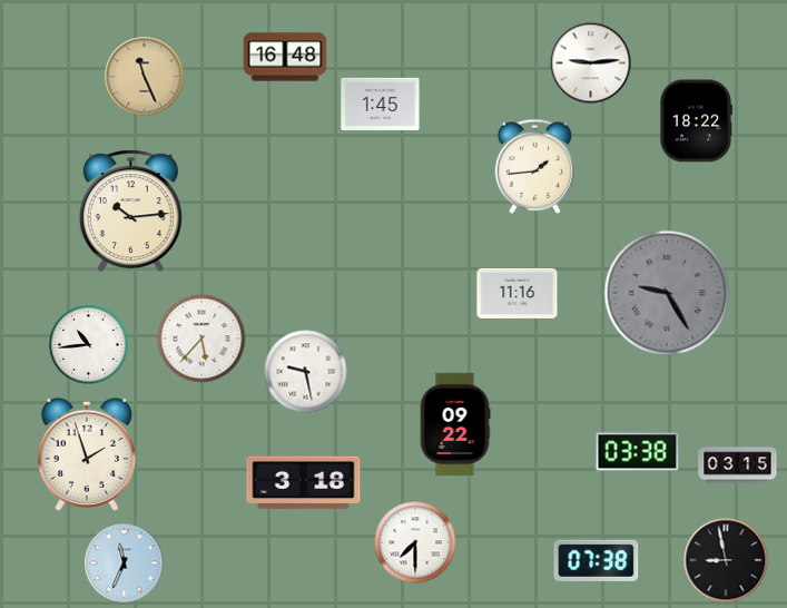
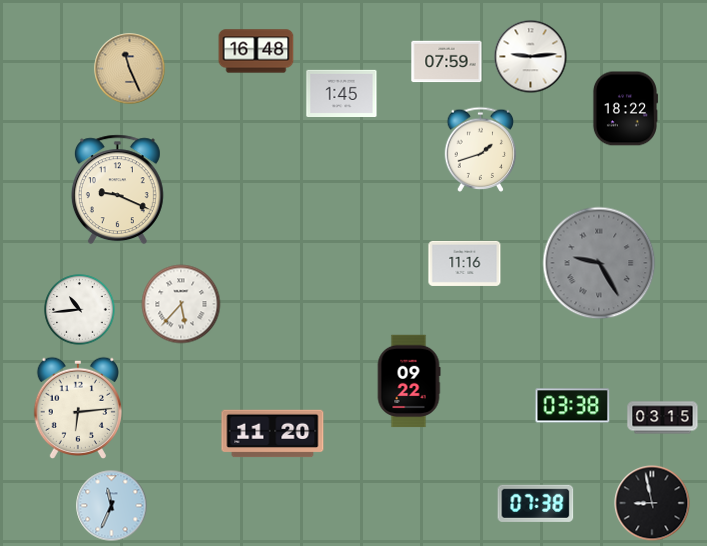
clock at (447, 62): none -> 07:59
clock at (535, 166): 1:44 -> 1:42
clock at (130, 212): 10:14 -> 9:19
clock at (306, 372): 9:28 -> none
clock at (87, 453): 1:57 -> 6:14
clock at (304, 483): 3:18 -> 11:20
clock at (415, 542): 7:30 -> none
